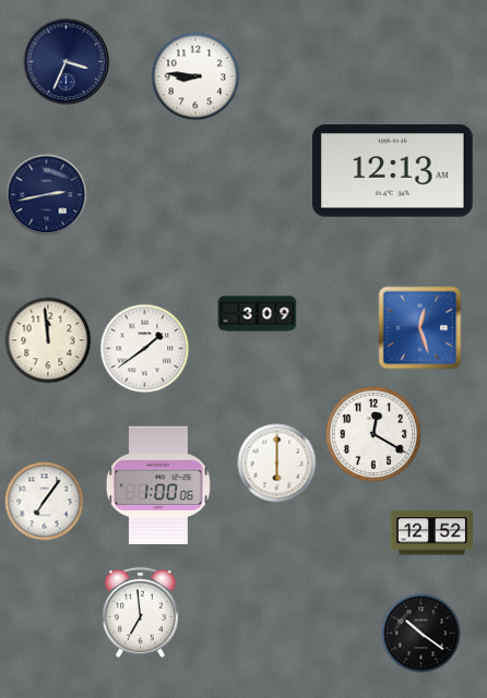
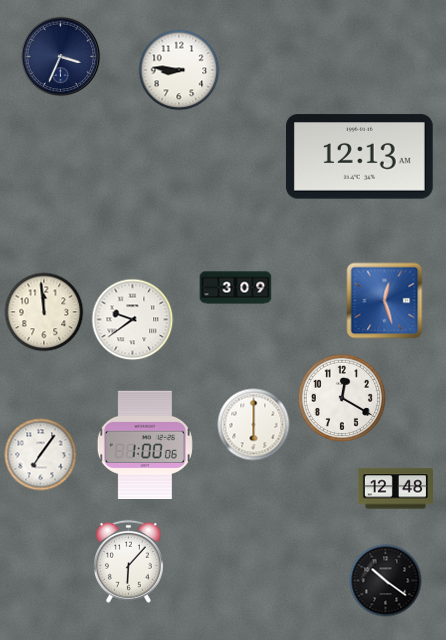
clock at (47, 195): 2:43 -> none
clock at (145, 349): 1:39 -> 9:39
clock at (45, 502) position: (45, 502) -> (41, 455)
clock at (431, 533): 12:52 -> 12:48
clock at (140, 612): 6:59 -> 6:07
